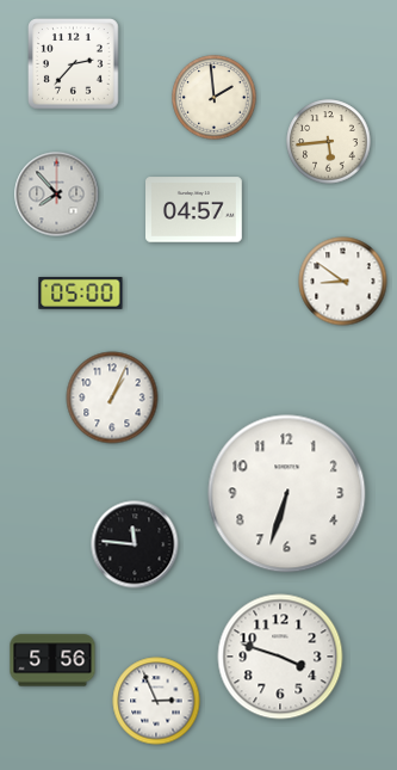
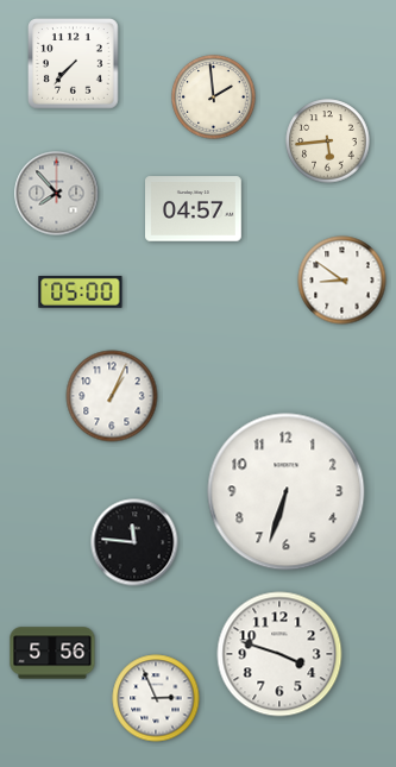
clock at (74, 64): 2:37 -> 7:37
clock at (52, 660) position: (52, 660) -> (52, 653)
